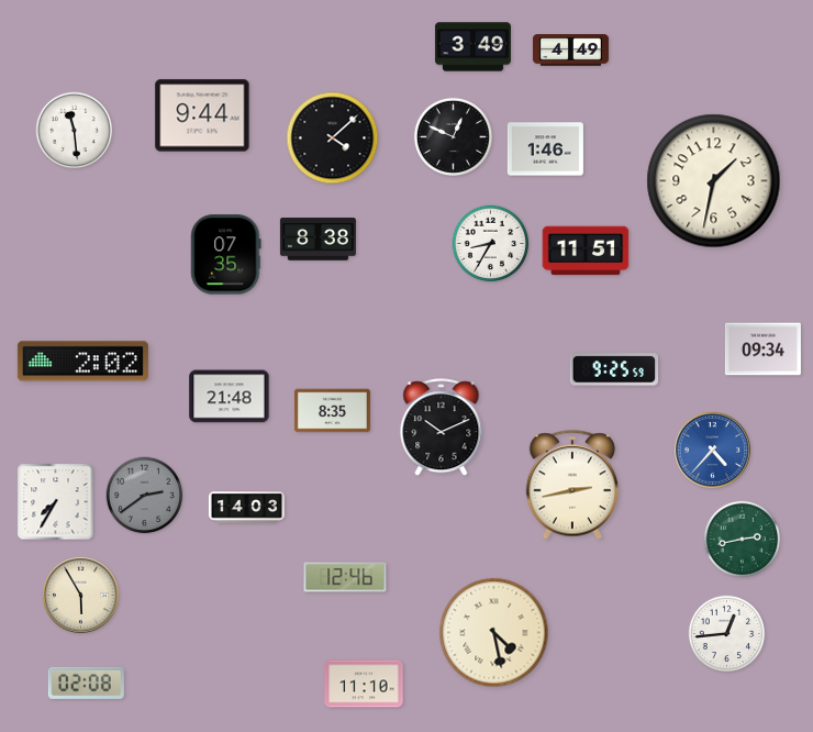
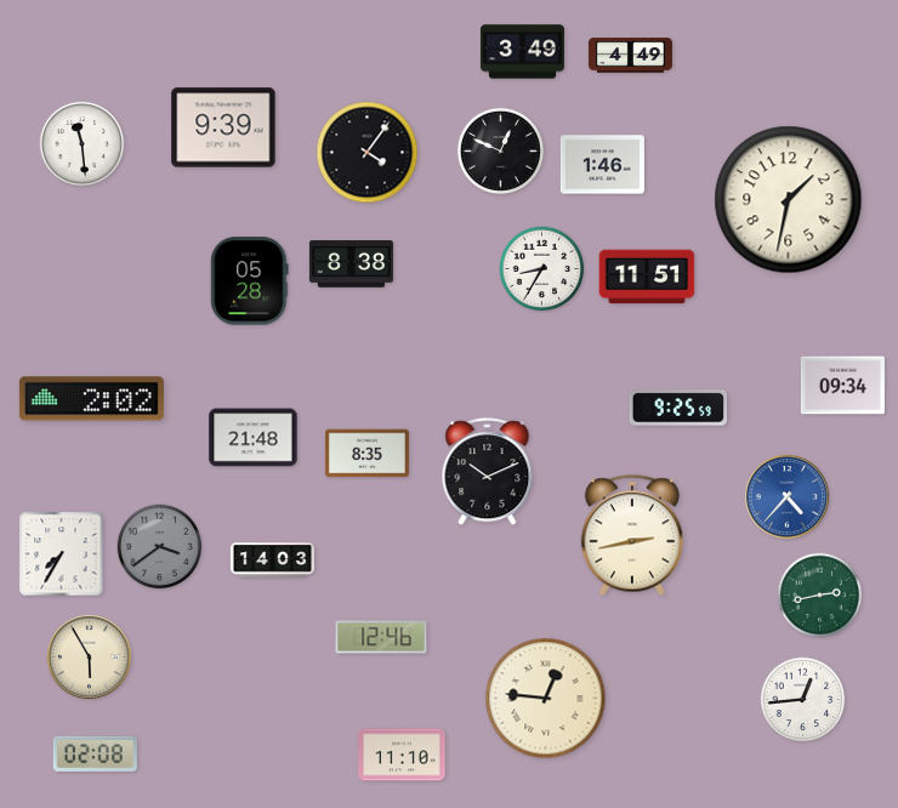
clock at (202, 115): 9:44 -> 9:39
clock at (333, 138): 4:08 -> 4:06
clock at (226, 255): 07:35 -> 05:28
clock at (145, 496): 2:39 -> 3:39
clock at (494, 633): 4:28 -> 12:46
